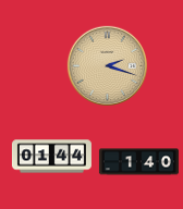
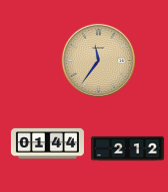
clock at (107, 65): 2:18 -> 11:36
clock at (138, 162): 1:40 -> 2:12
